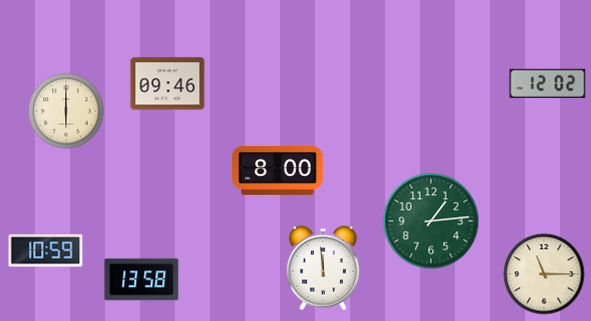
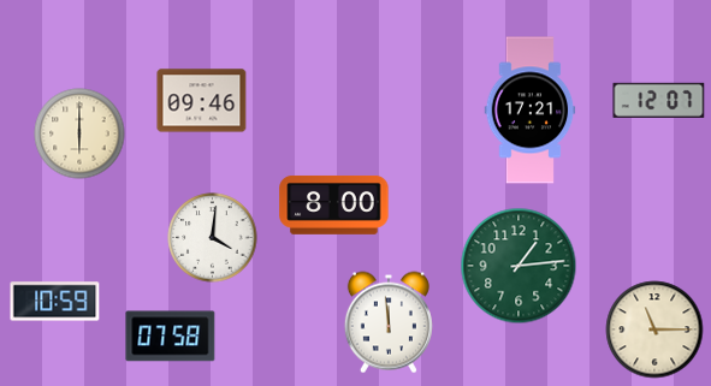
clock at (548, 83): 12:02 -> 12:07
clock at (531, 111): none -> 17:21
clock at (213, 238): none -> 4:01
clock at (142, 280): 13:58 -> 07:58
